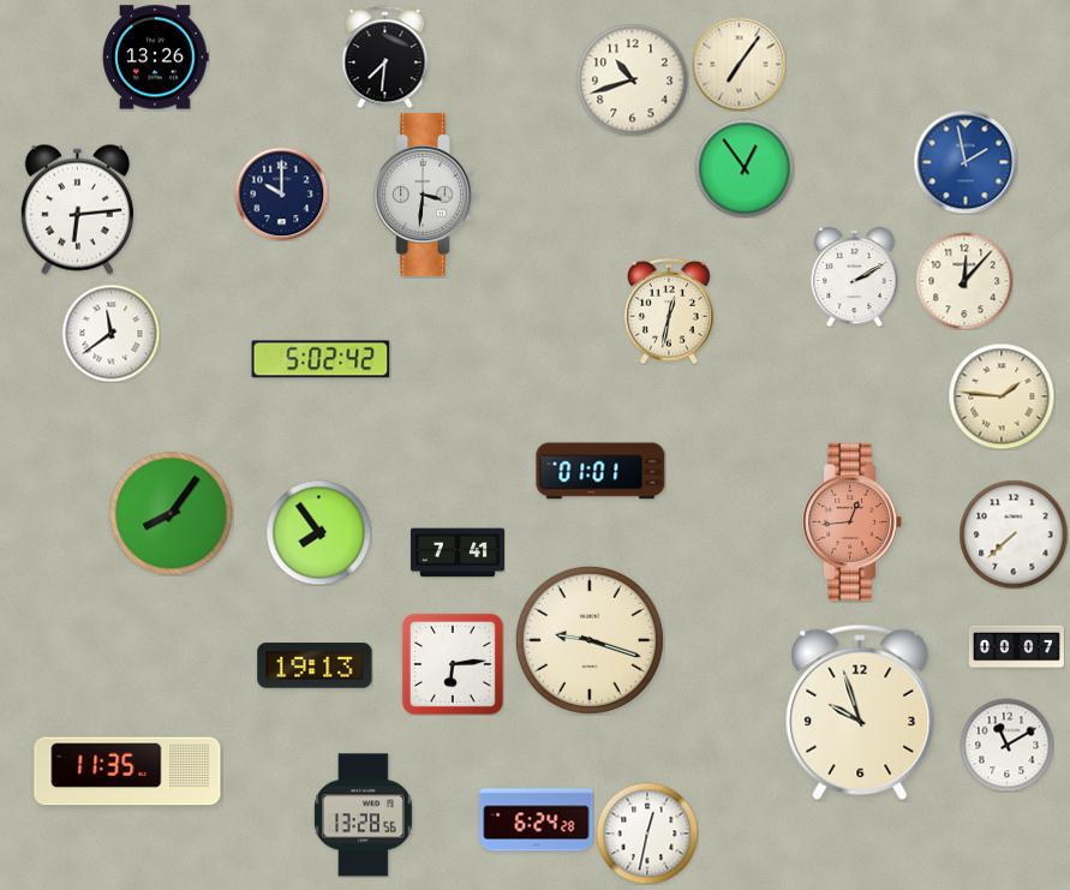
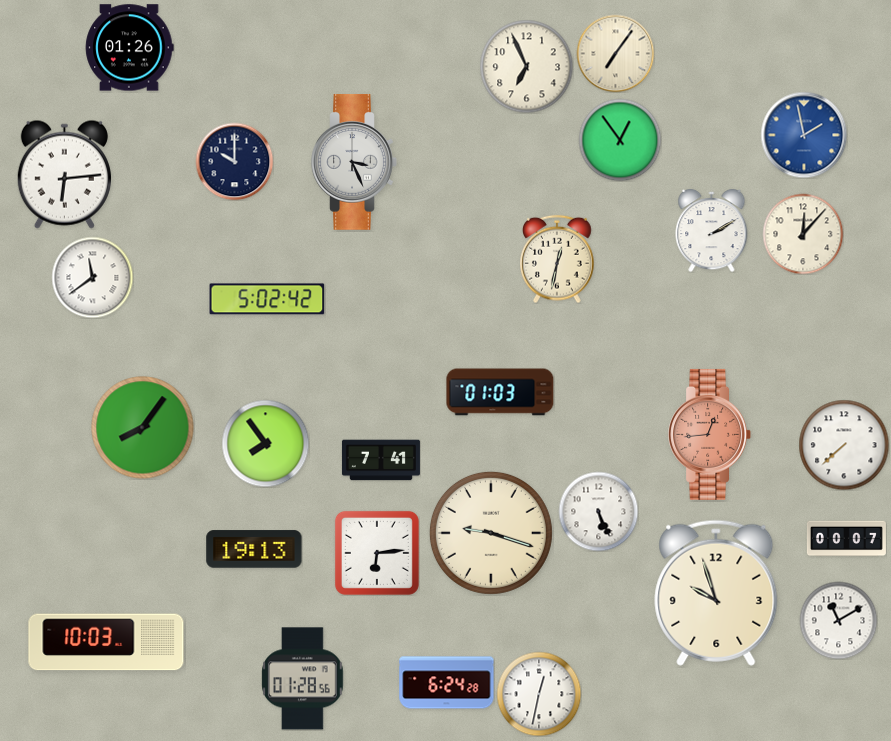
clock at (385, 56): 7:31 -> none
clock at (156, 58): 13:26 -> 01:26
clock at (632, 79): 10:42 -> 6:56
clock at (425, 195): 3:31 -> 3:26
clock at (1002, 396): 1:46 -> none
clock at (600, 471): 01:01 -> 01:03
clock at (598, 511): none -> 5:26
clock at (315, 665) position: (315, 665) -> (254, 549)
clock at (127, 771): 11:35 -> 10:03
clock at (364, 816): 13:28 -> 01:28
